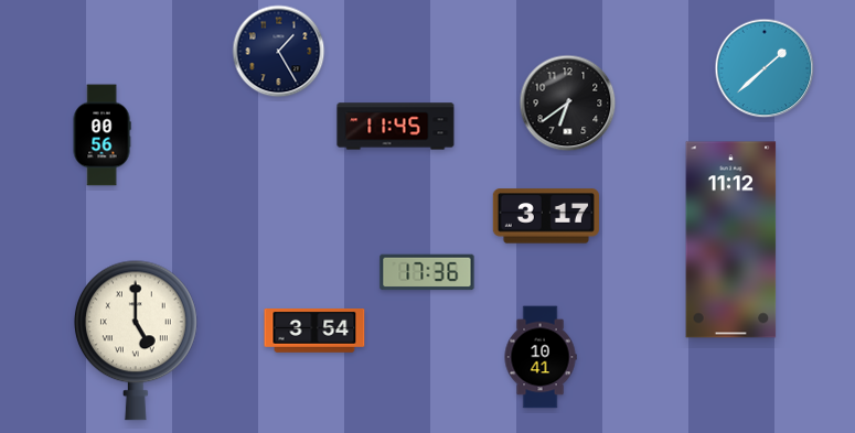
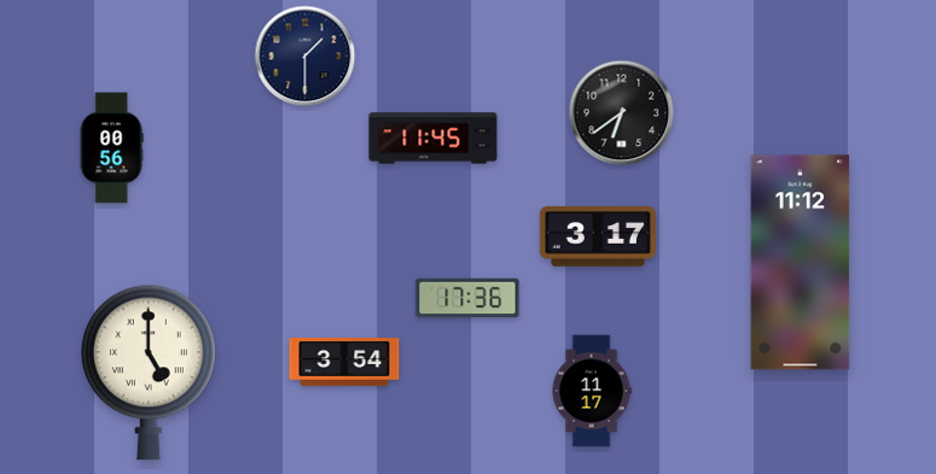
clock at (279, 52): 1:25 -> 1:30
clock at (765, 68): 1:38 -> none
clock at (541, 357): 10:41 -> 11:17
